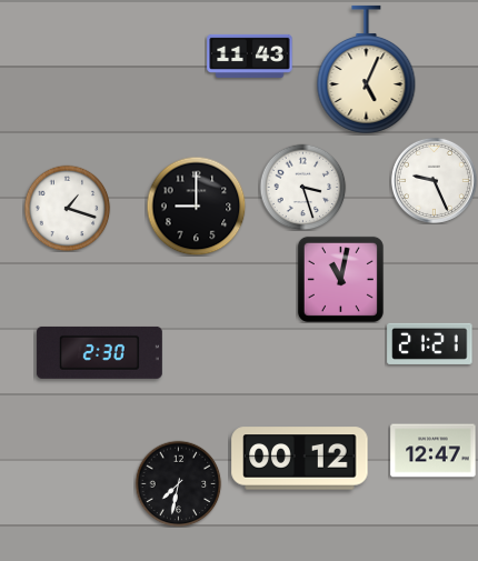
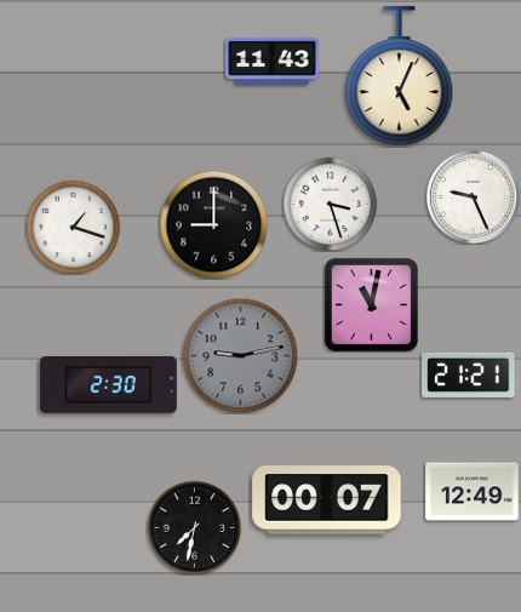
clock at (240, 355): none -> 9:13
clock at (434, 451): 12:47 -> 12:49
clock at (300, 459): 00:12 -> 00:07
